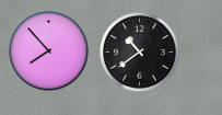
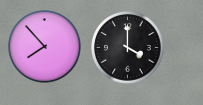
clock at (140, 53): 10:39 -> 4:00
